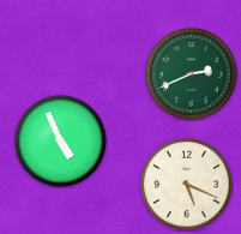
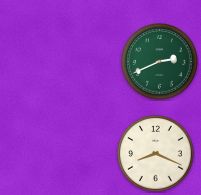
clock at (61, 142): 4:56 -> none
clock at (187, 185): 5:19 -> 8:19
